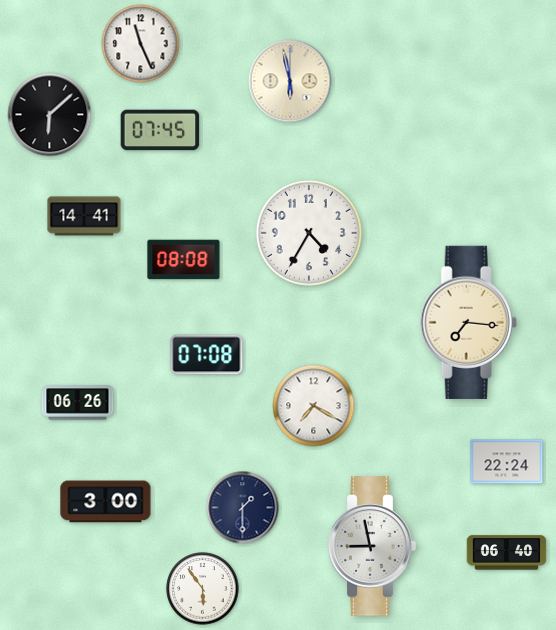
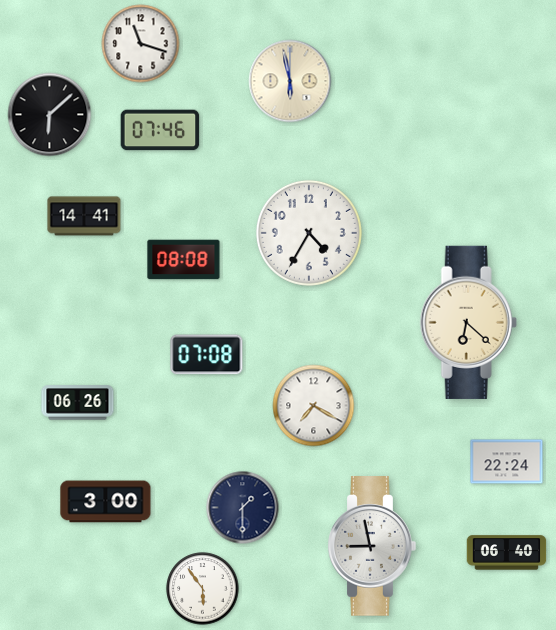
clock at (141, 44): 11:26 -> 11:18
clock at (160, 130): 07:45 -> 07:46
clock at (468, 322): 7:16 -> 6:22
